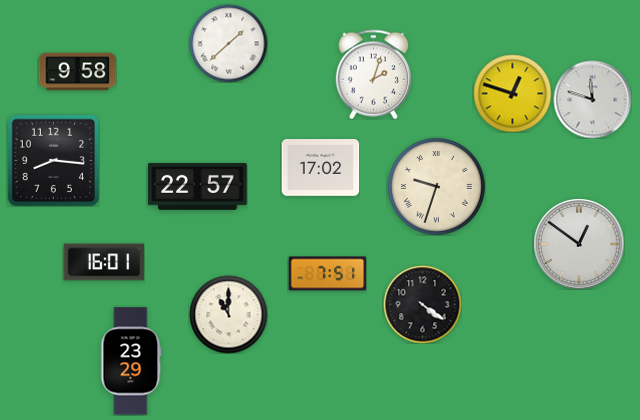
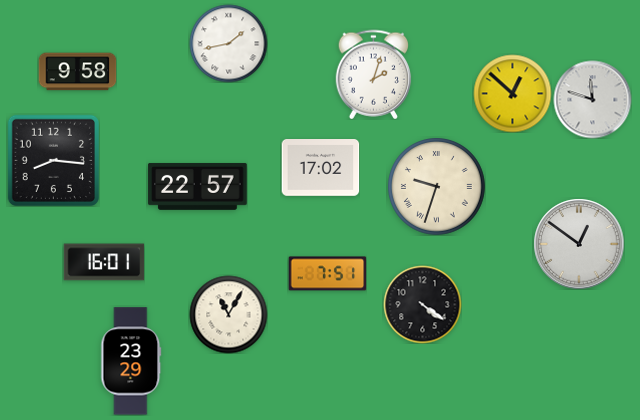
clock at (228, 43): 1:38 -> 1:43
clock at (512, 93): 12:48 -> 12:52
clock at (228, 314): 11:00 -> 11:05
